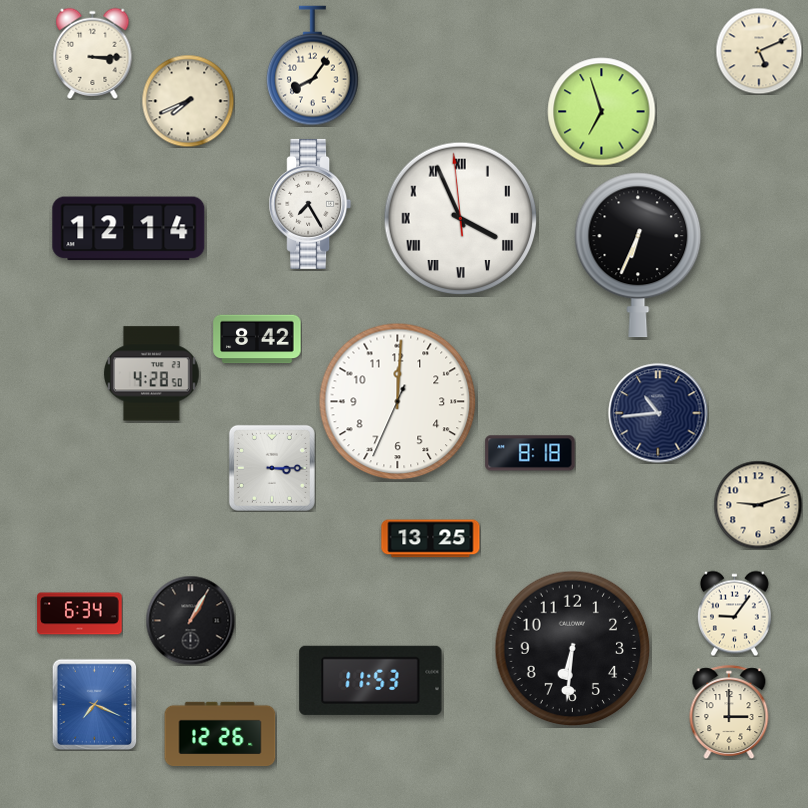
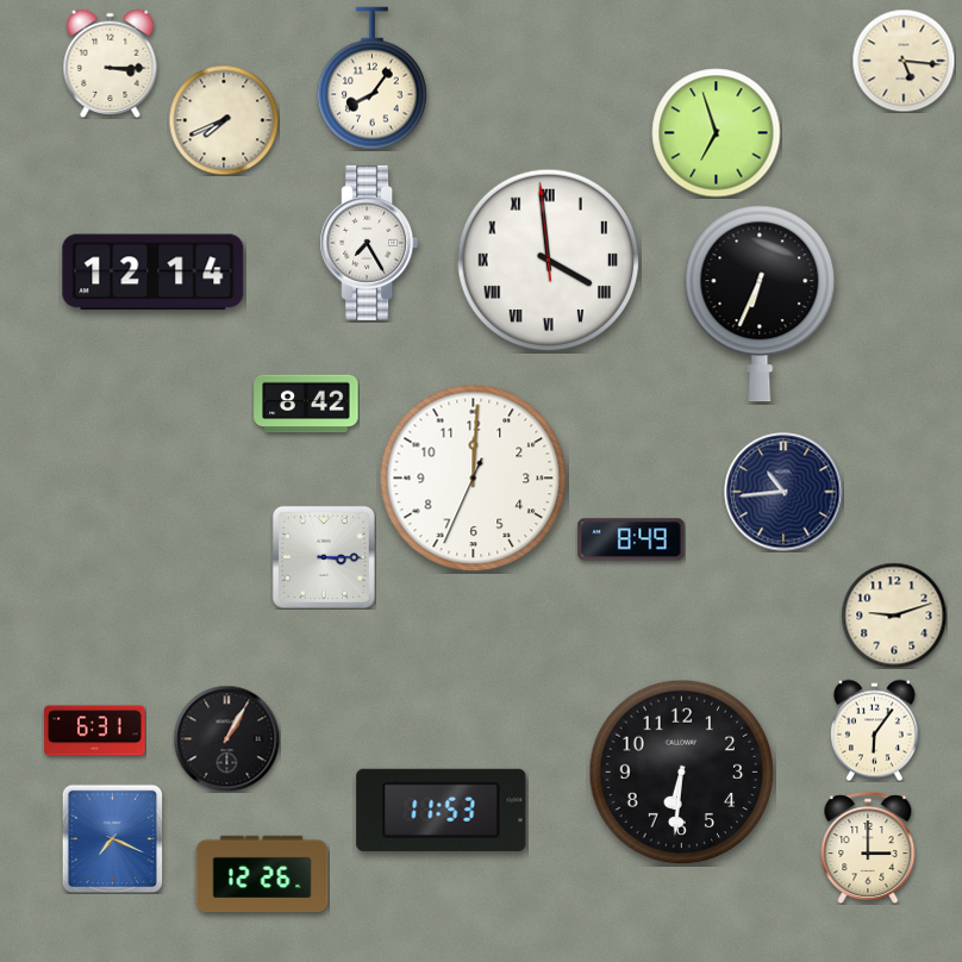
clock at (759, 51): 5:11 -> 5:16
clock at (461, 219): 3:55 -> 3:58
clock at (152, 374): 4:28 -> none
clock at (530, 453): 8:18 -> 8:49
clock at (758, 505) position: (758, 505) -> (894, 616)
clock at (431, 539): 13:25 -> none
clock at (734, 613): 9:06 -> 6:06
clock at (80, 614): 6:34 -> 6:31
